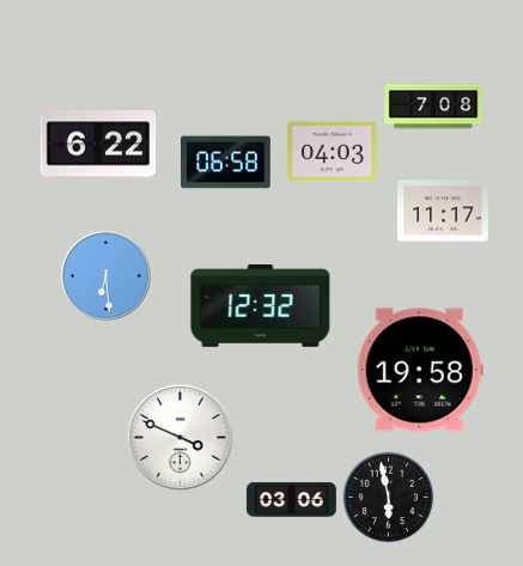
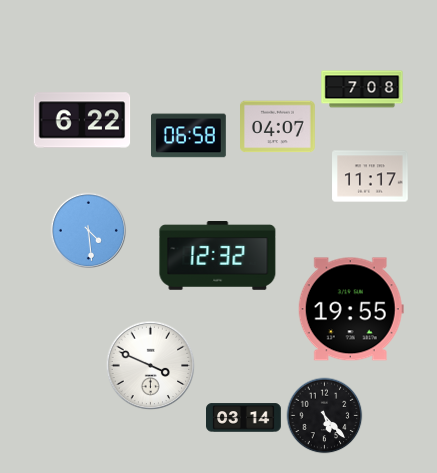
clock at (333, 152): 04:03 -> 04:07
clock at (105, 275): 6:29 -> 4:29
clock at (420, 370): 19:58 -> 19:55
clock at (389, 498): 5:58 -> 5:23
clock at (292, 500): 03:06 -> 03:14
